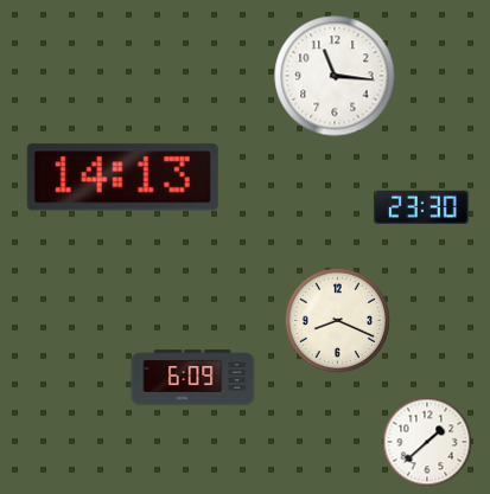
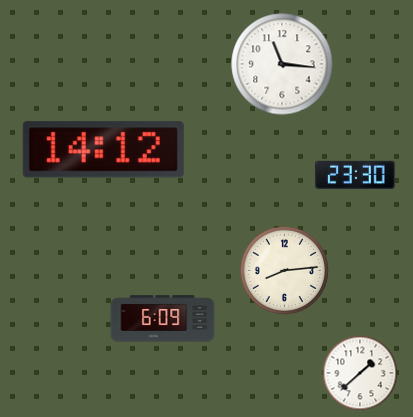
clock at (122, 178): 14:13 -> 14:12
clock at (337, 320): 8:19 -> 8:14
